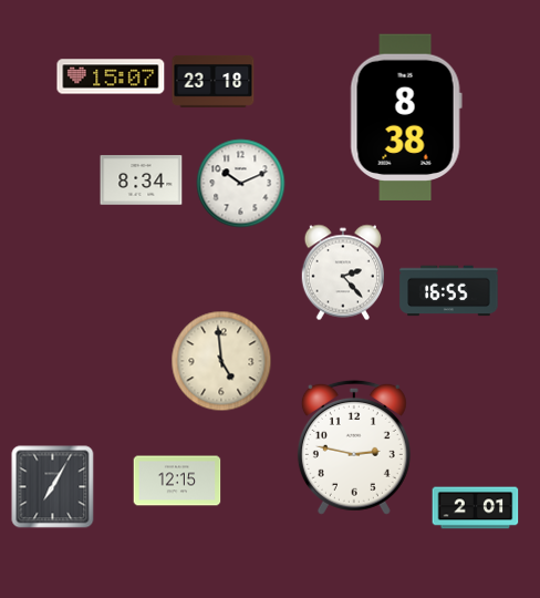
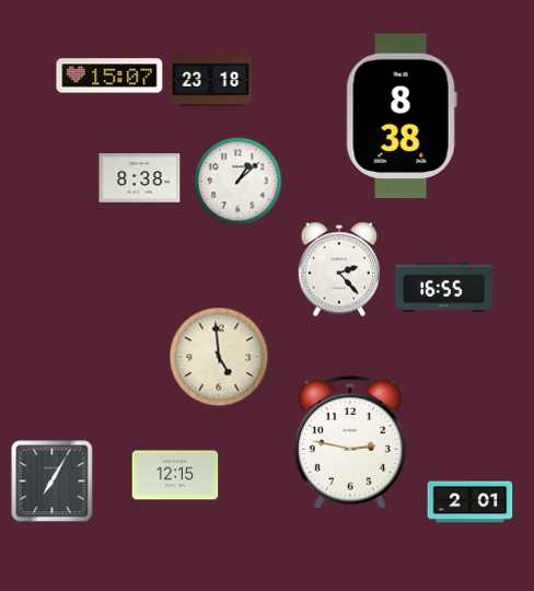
clock at (142, 181): 8:34 -> 8:38
clock at (241, 184): 10:11 -> 1:08
